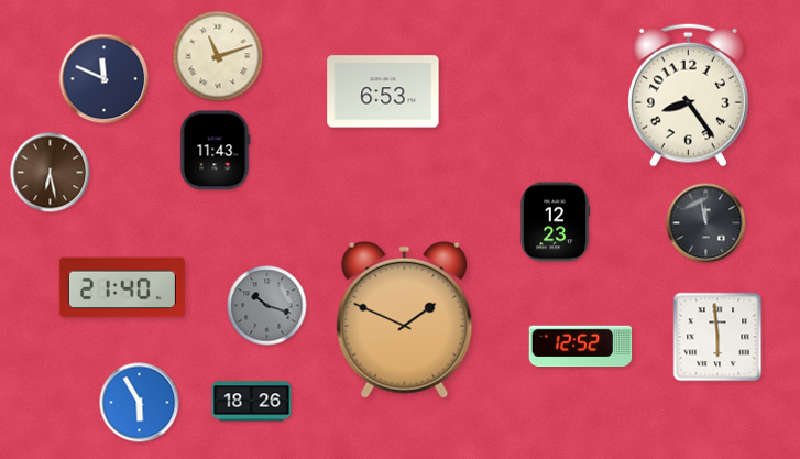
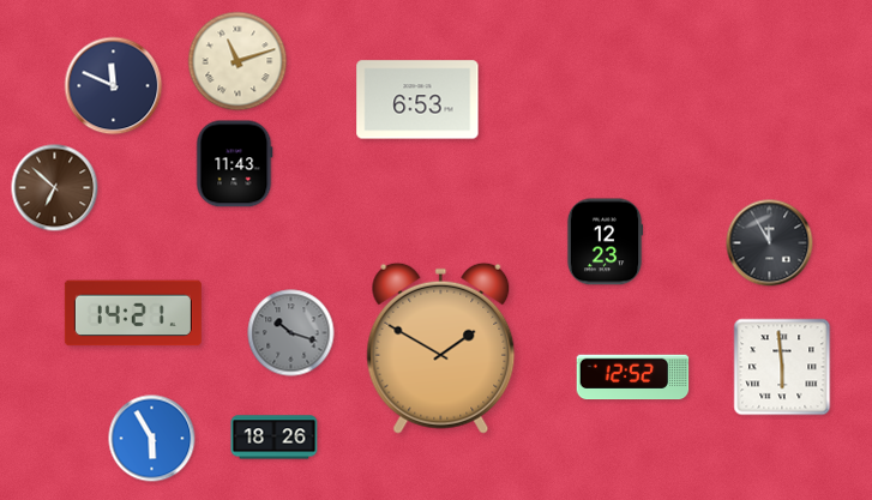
clock at (688, 95): 8:24 -> none
clock at (51, 173): 6:28 -> 6:52
clock at (706, 223): 11:58 -> 11:55
clock at (122, 287): 21:40 -> 14:21
clock at (405, 319): 1:49 -> 1:50
